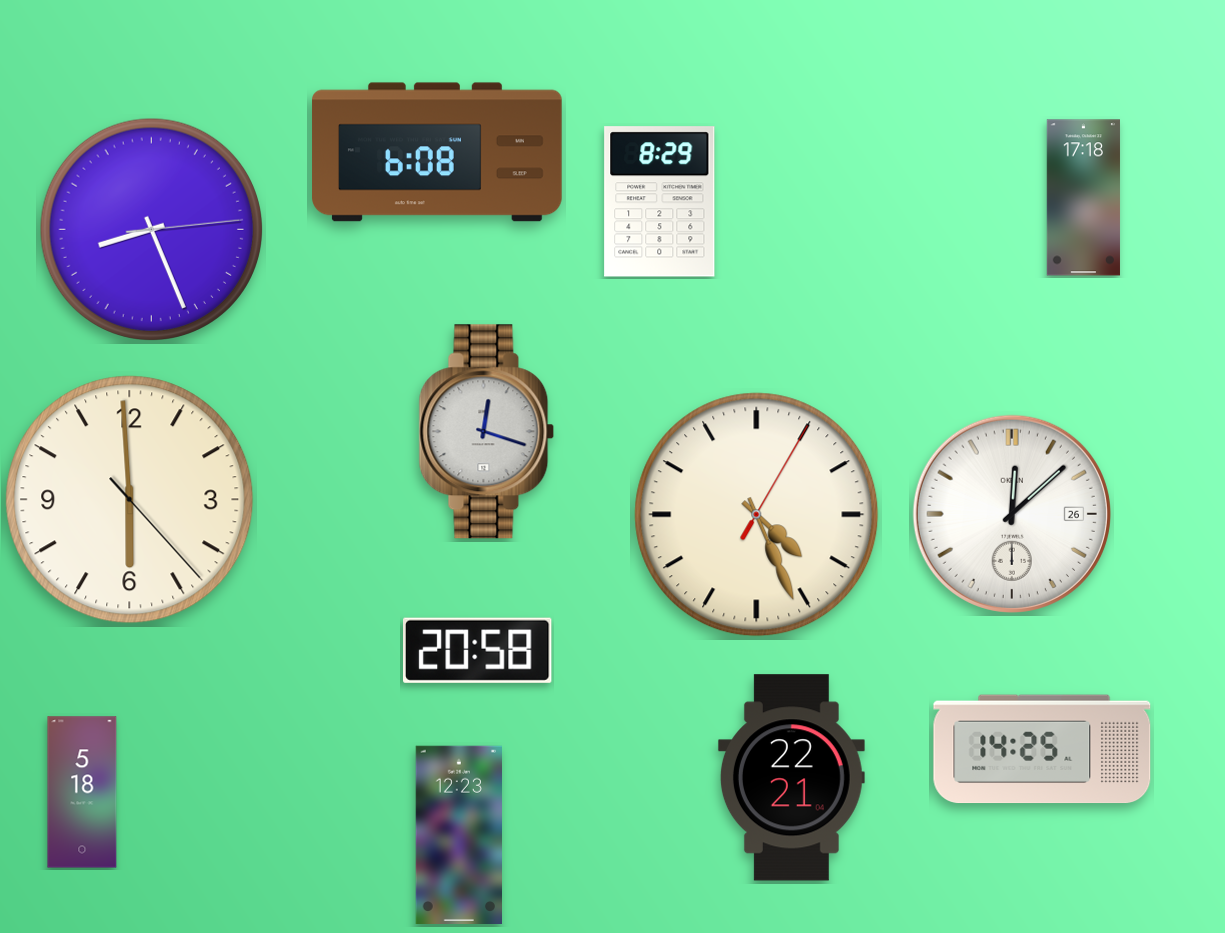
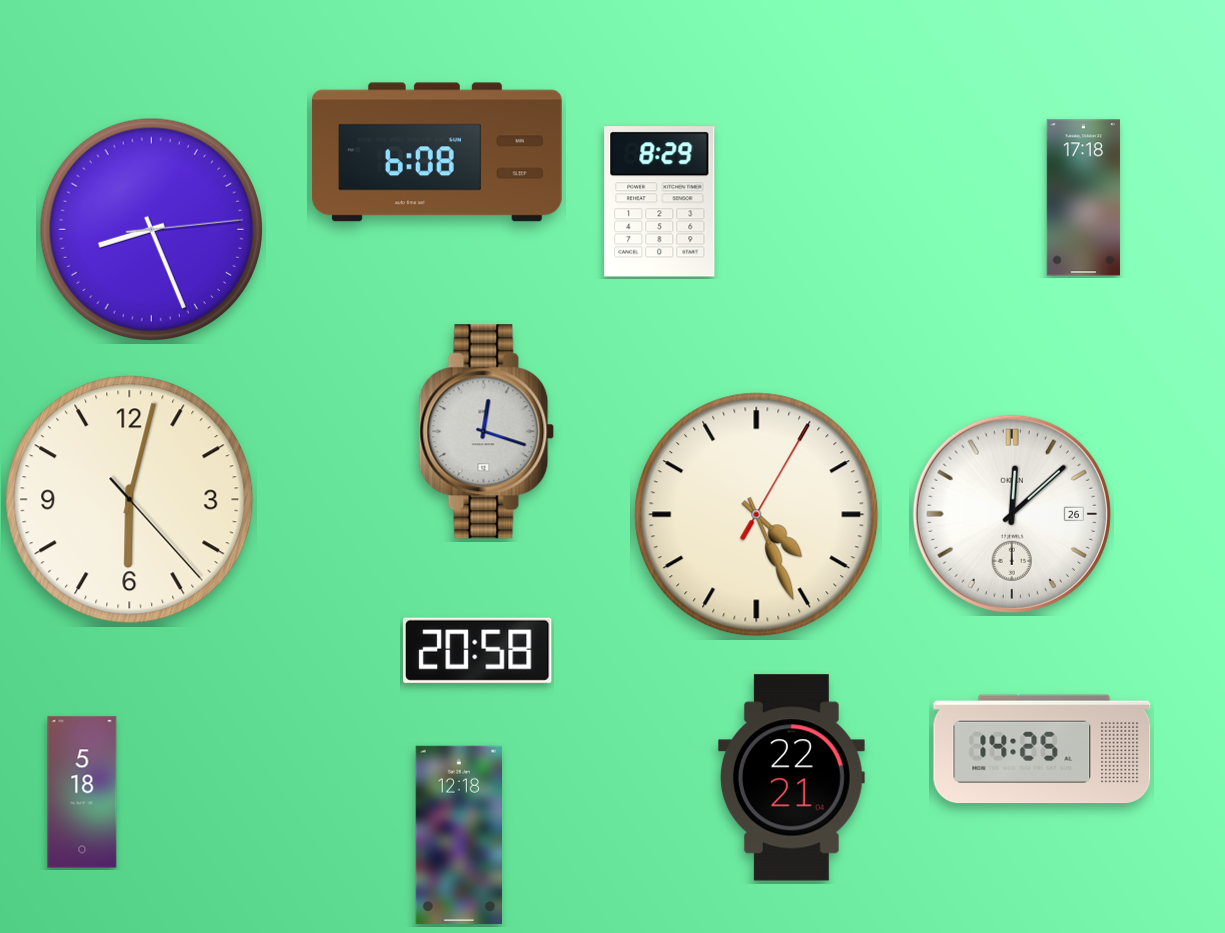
clock at (130, 500): 5:59 -> 6:02
clock at (458, 834): 12:23 -> 12:18
